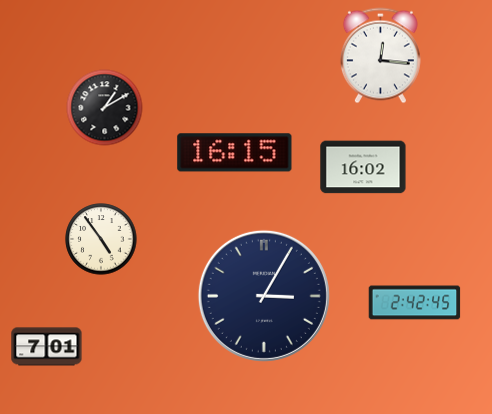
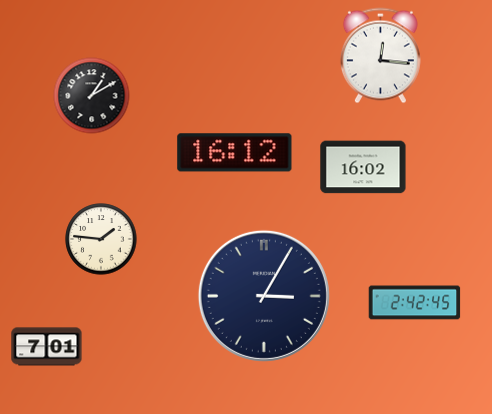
clock at (105, 108) position: (105, 108) -> (92, 96)
clock at (235, 153): 16:15 -> 16:12
clock at (101, 239): 4:54 -> 1:46
